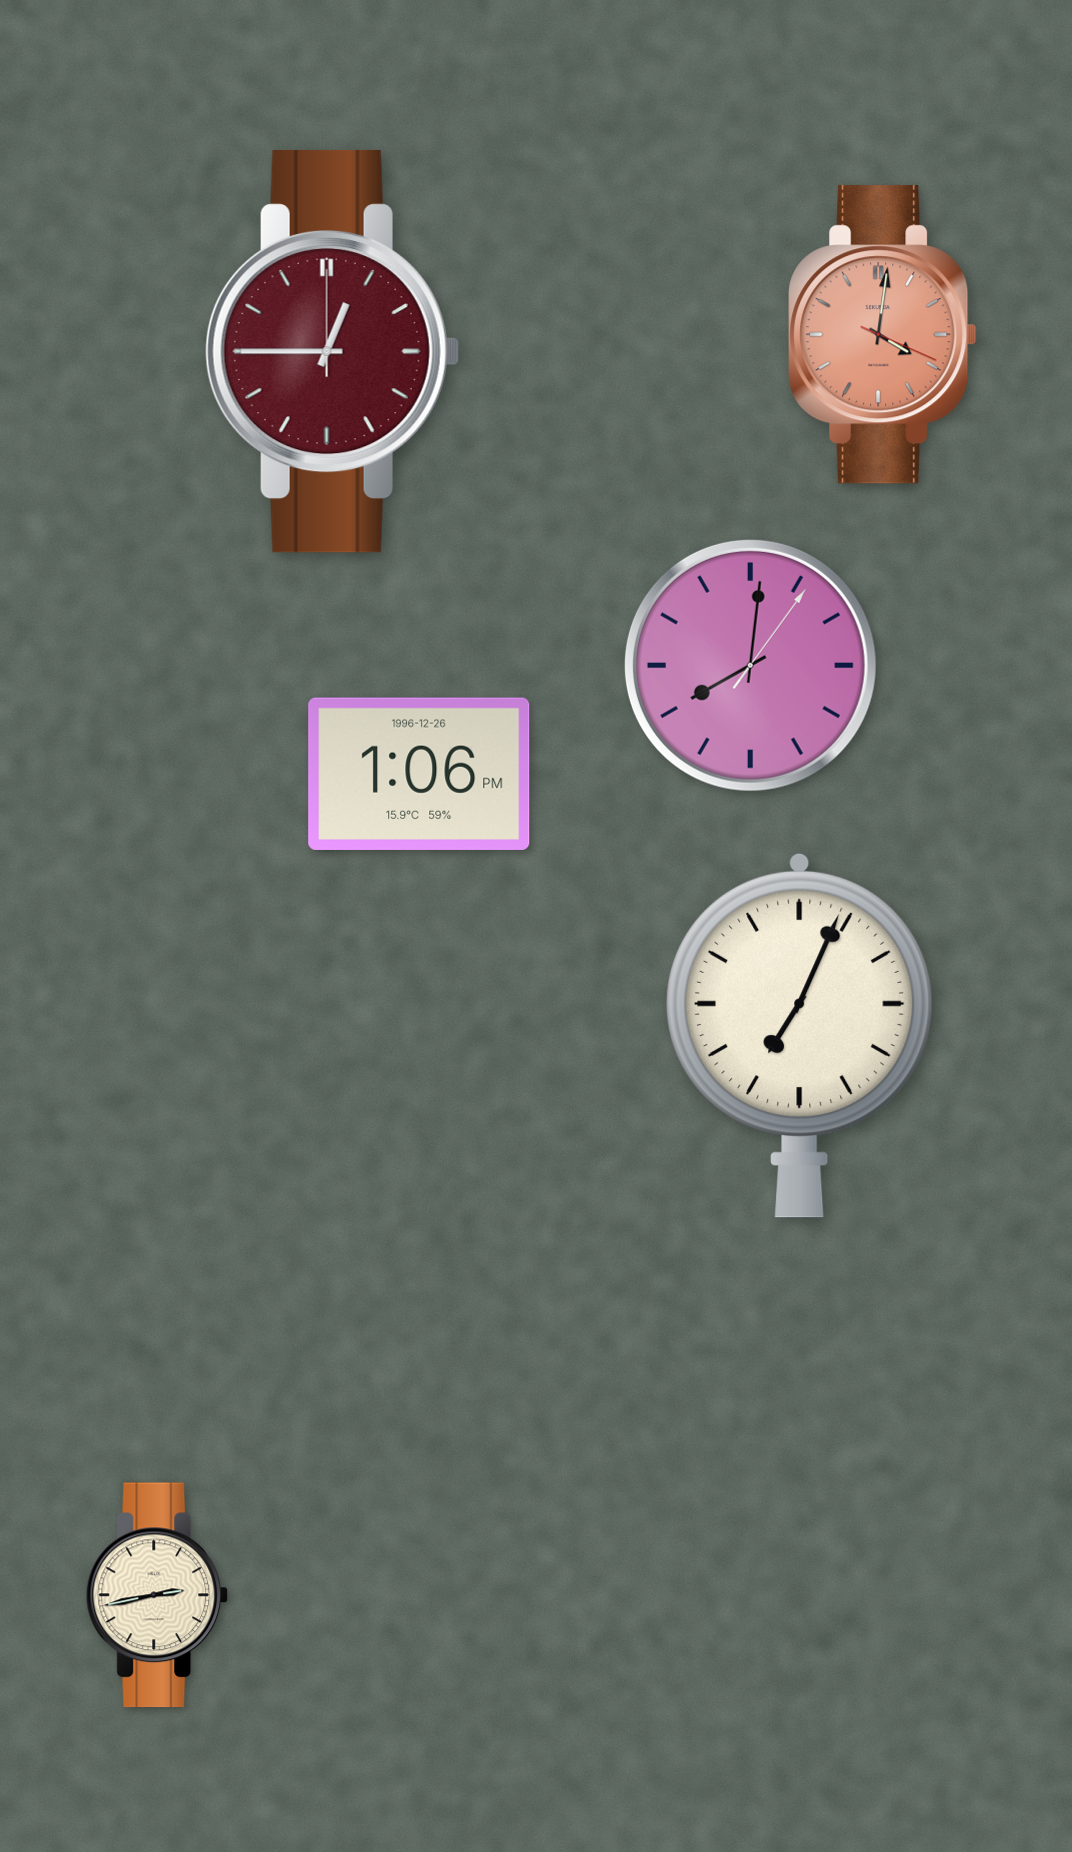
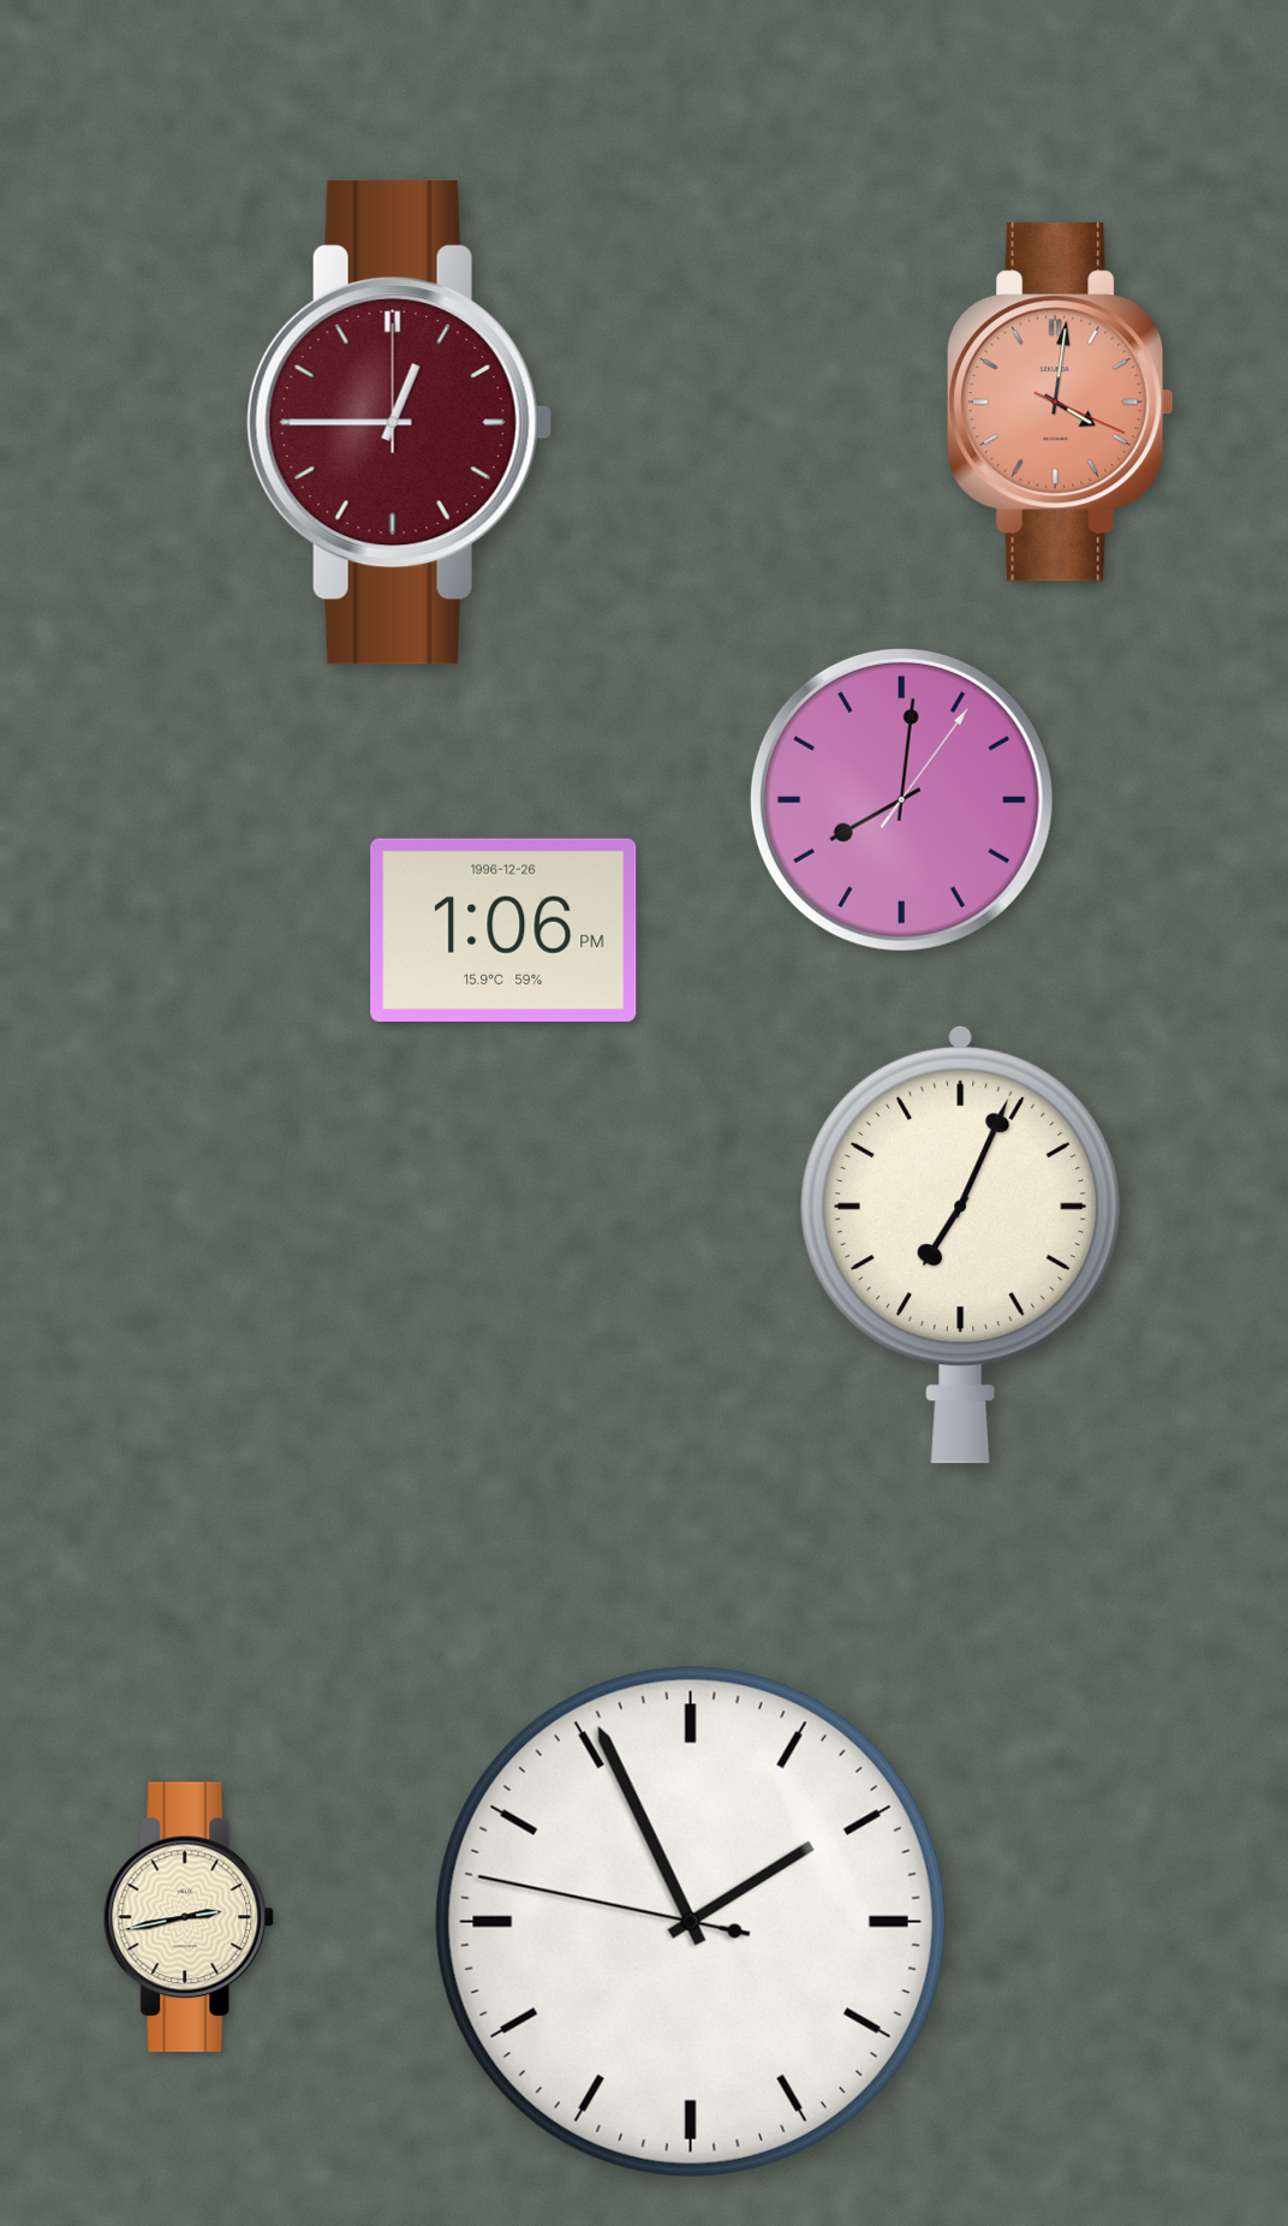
clock at (691, 1922): none -> 1:55
